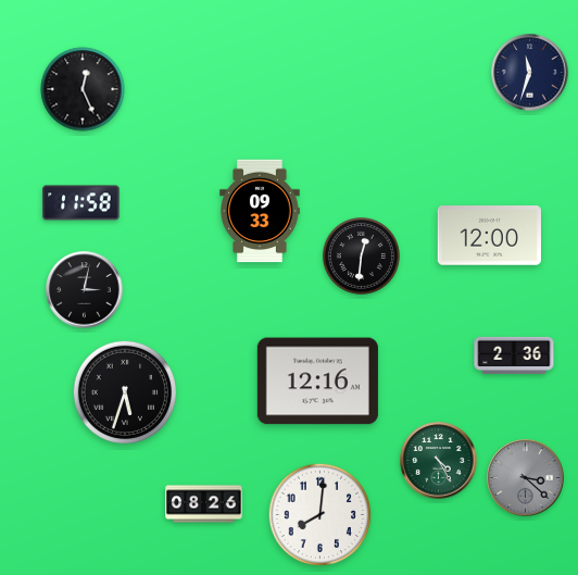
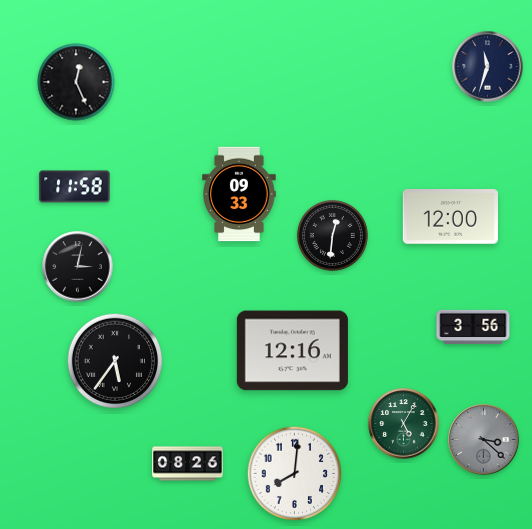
clock at (514, 354): 2:36 -> 3:56
clock at (124, 391): 5:33 -> 5:36
clock at (439, 461): 4:25 -> 5:05
